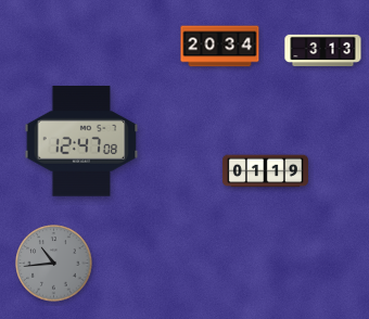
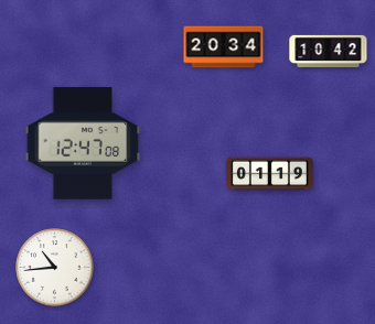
clock at (323, 50): 3:13 -> 10:42
clock at (54, 264) dial: grey -> white
